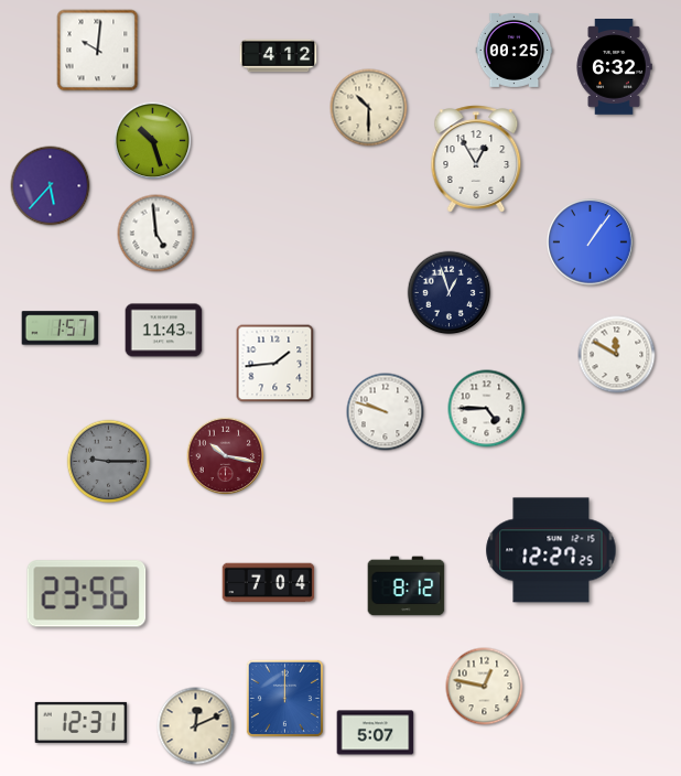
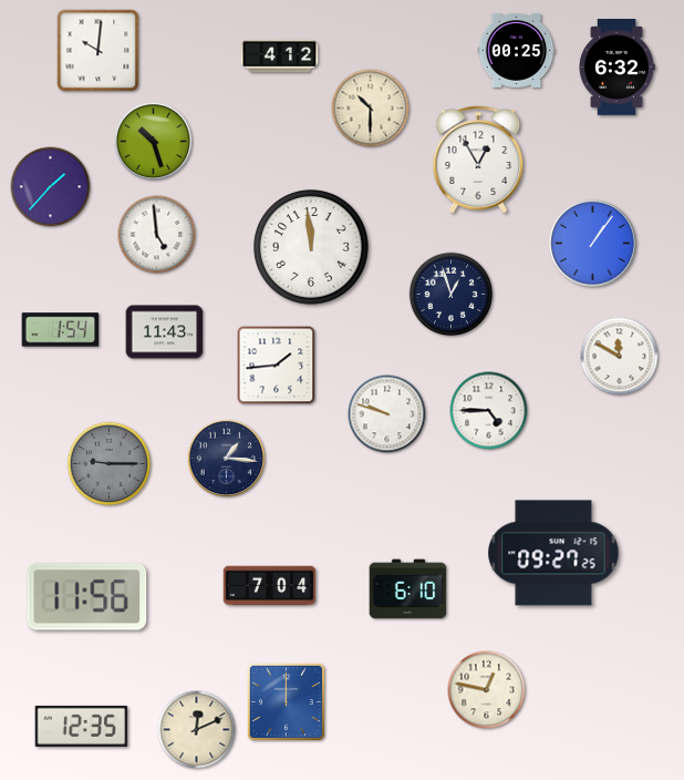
clock at (51, 186): 5:37 -> 1:37
clock at (311, 247): none -> 11:59
clock at (61, 328): 1:57 -> 1:54
clock at (226, 456): 10:17 -> 1:16
clock at (226, 456) dial: burgundy -> navy
clock at (551, 550): 12:27 -> 09:27
clock at (407, 586): 8:12 -> 6:10
clock at (87, 594): 23:56 -> 11:56
clock at (82, 722): 12:31 -> 12:35
clock at (376, 733): 5:07 -> none
